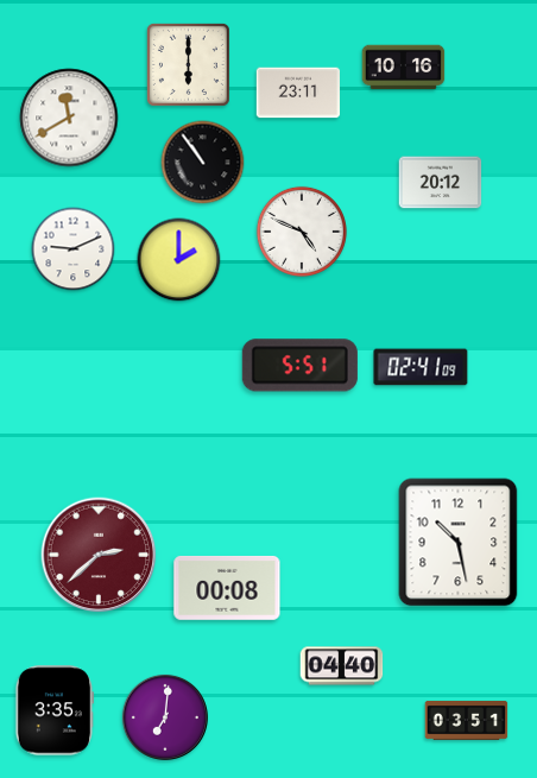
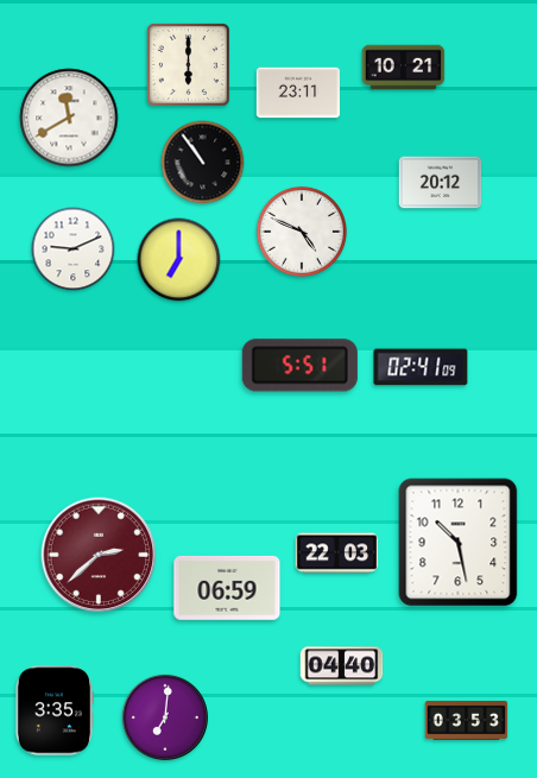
clock at (404, 68): 10:16 -> 10:21
clock at (179, 260): 2:00 -> 7:00
clock at (337, 554): none -> 22:03
clock at (227, 588): 00:08 -> 06:59
clock at (467, 720): 03:51 -> 03:53
